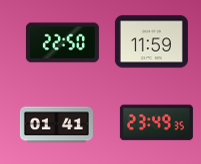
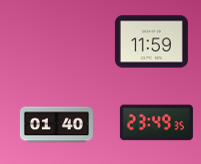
clock at (62, 43): 22:50 -> none
clock at (56, 125): 01:41 -> 01:40
